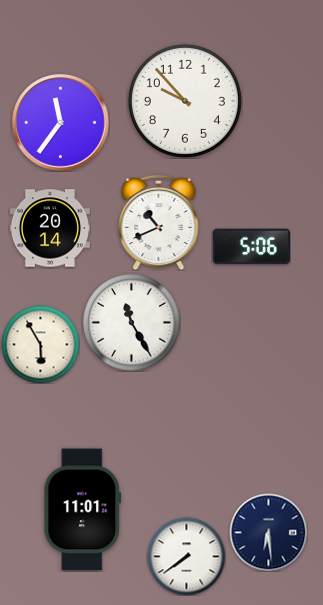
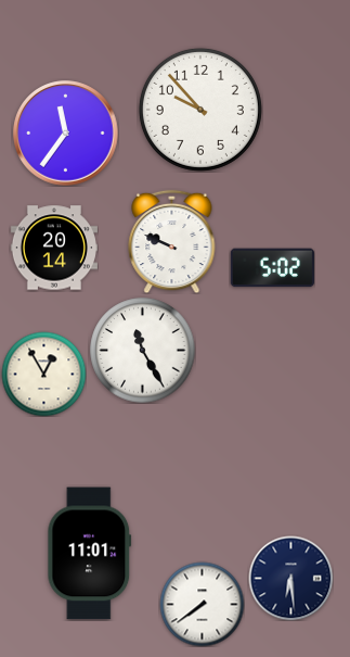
clock at (159, 222): 10:41 -> 9:49
clock at (251, 247): 5:06 -> 5:02
clock at (40, 344): 5:55 -> 12:55
